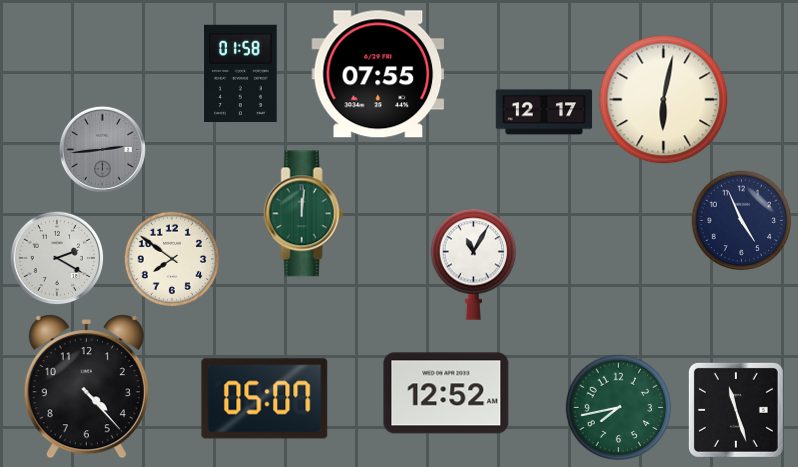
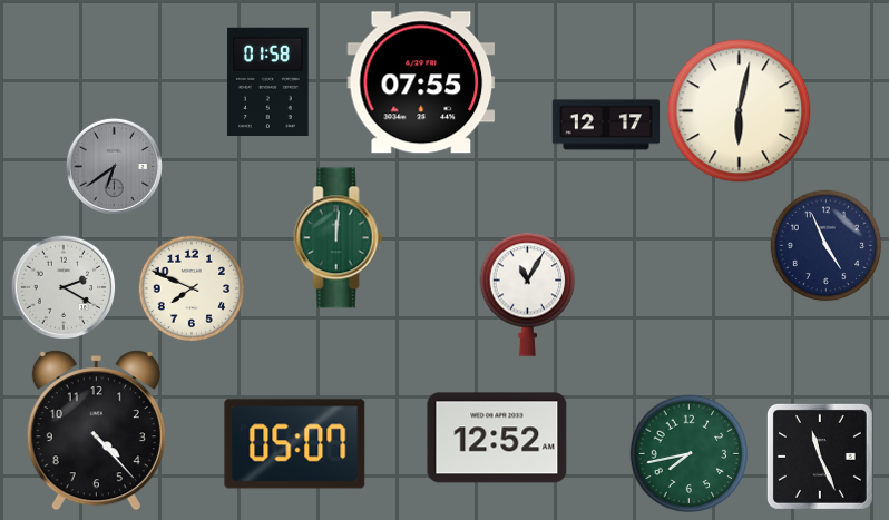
clock at (102, 149): 2:44 -> 6:39
clock at (172, 259): 7:51 -> 7:49
clock at (736, 410): 11:27 -> 11:26
